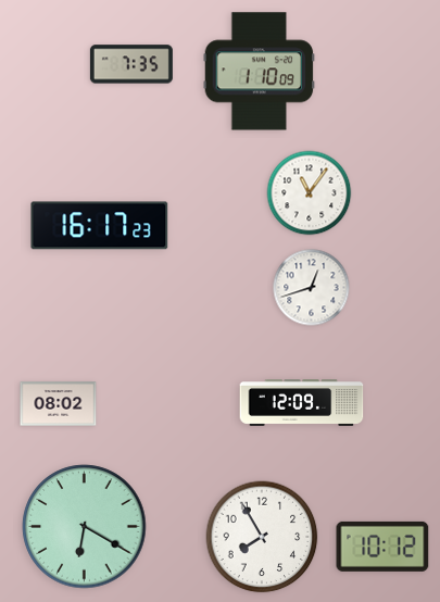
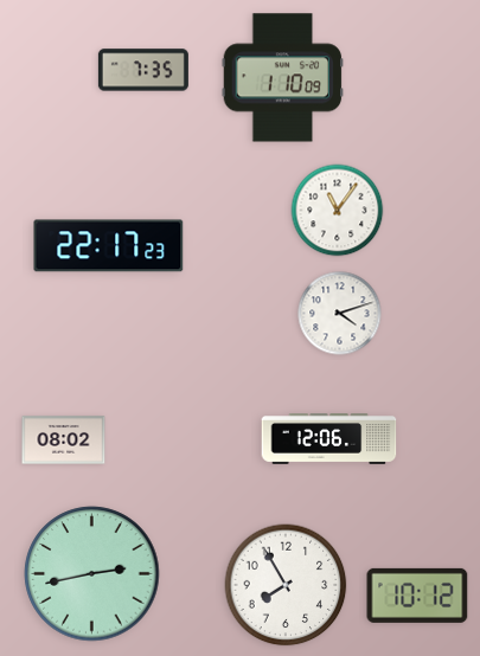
clock at (100, 226): 16:17 -> 22:17
clock at (312, 288): 12:42 -> 4:12
clock at (302, 403): 12:09 -> 12:06
clock at (85, 527): 6:20 -> 2:43
